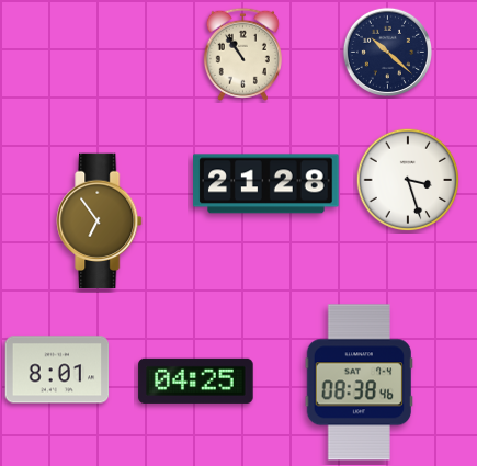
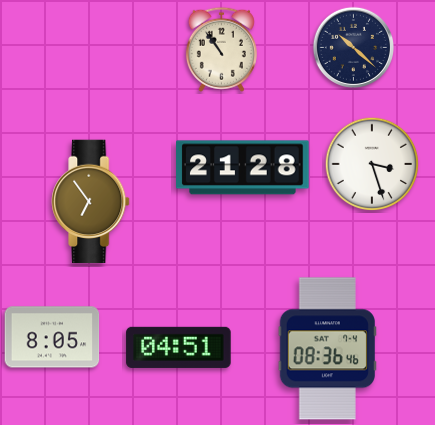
clock at (57, 370): 8:01 -> 8:05
clock at (196, 380): 04:25 -> 04:51
clock at (359, 383): 08:38 -> 08:36
